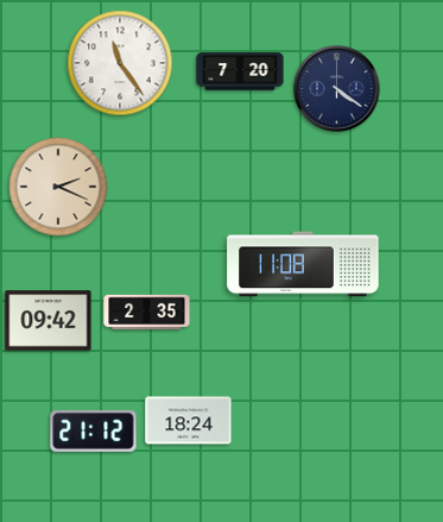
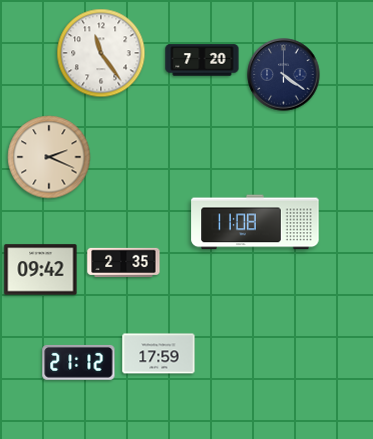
clock at (189, 421): 18:24 -> 17:59
